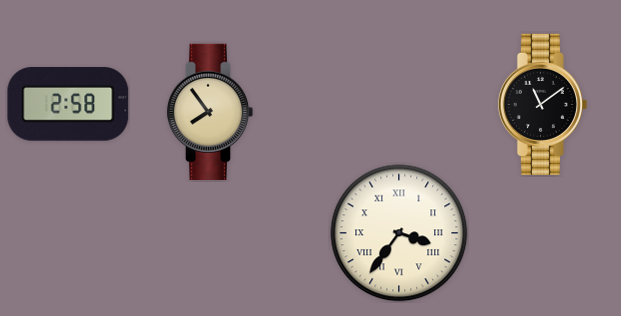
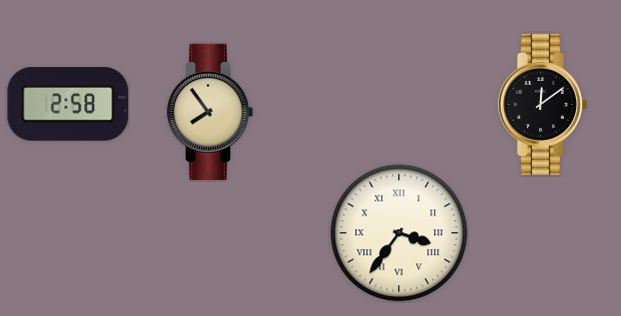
clock at (542, 104): 11:09 -> 12:09
